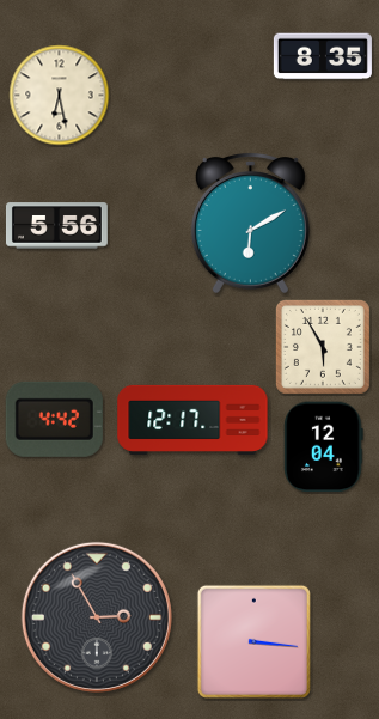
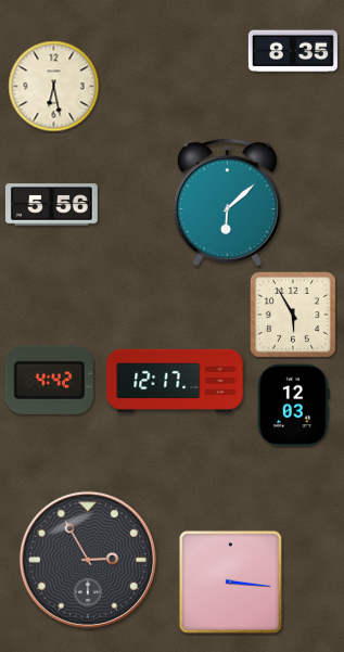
clock at (250, 223): 6:10 -> 6:08
clock at (324, 447): 12:04 -> 12:03
